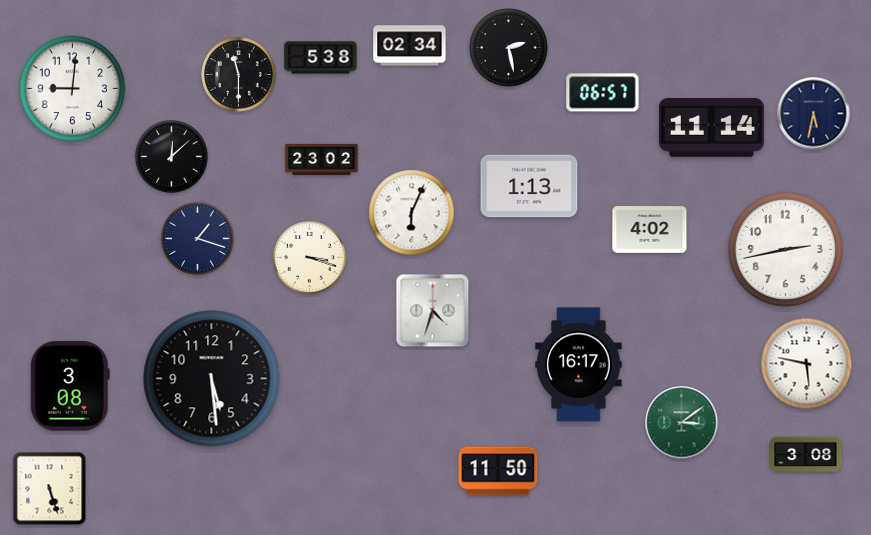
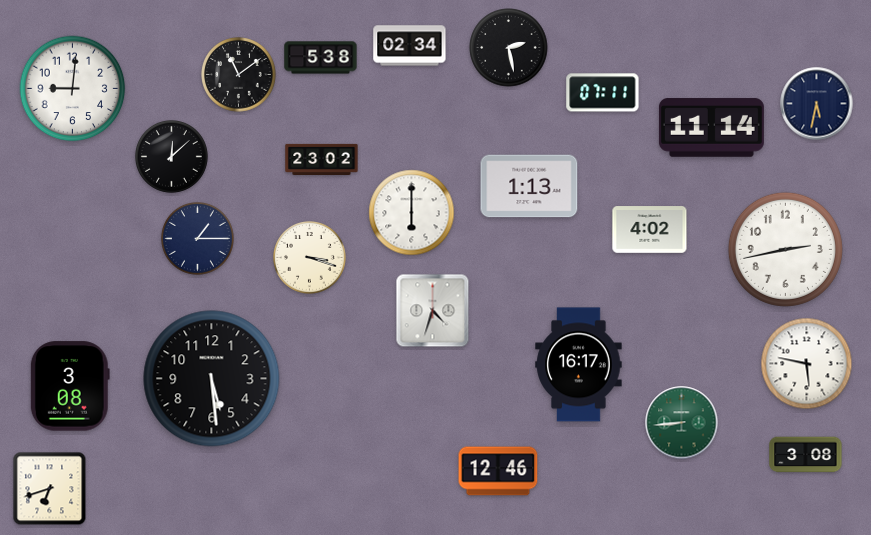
clock at (239, 75): 11:30 -> 11:09
clock at (603, 93): 06:57 -> 07:11
clock at (814, 114) position: (814, 114) -> (817, 104)
clock at (412, 213): 6:04 -> 6:00
clock at (198, 239): 1:18 -> 1:15
clock at (682, 423): 3:09 -> 8:44
clock at (498, 471): 11:50 -> 12:46
clock at (50, 489): 5:27 -> 6:42
